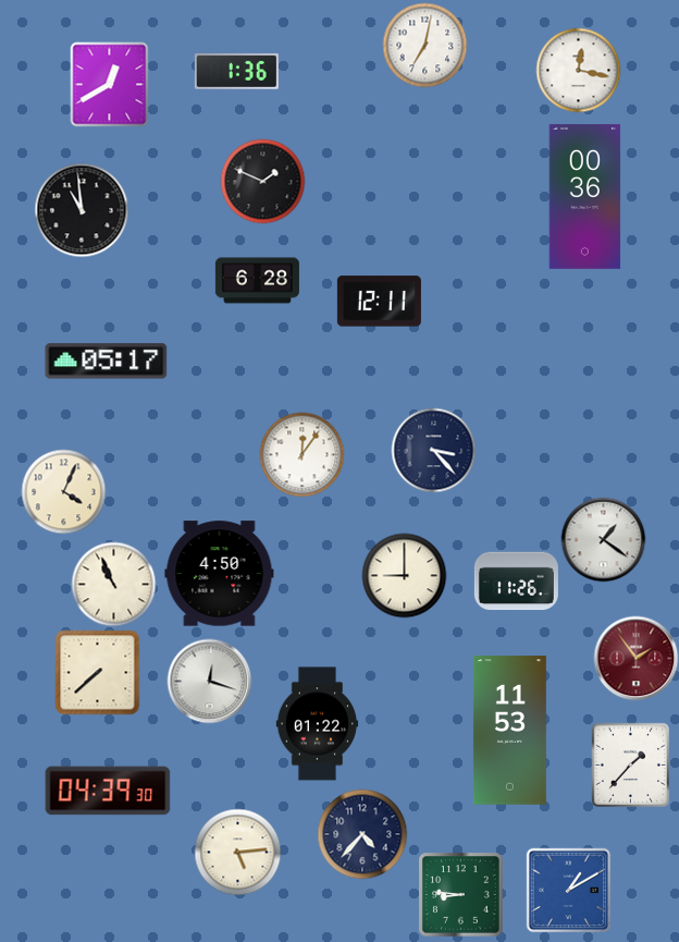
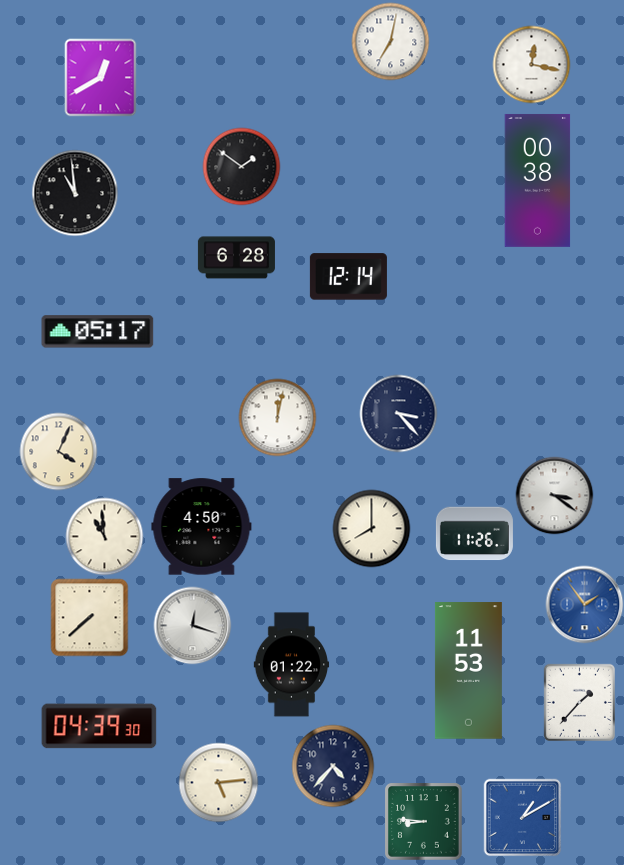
clock at (236, 72): 1:36 -> none
clock at (262, 181): 1:49 -> 1:51
clock at (585, 196): 00:36 -> 00:38
clock at (379, 302): 12:11 -> 12:14
clock at (301, 454): 12:06 -> 12:02
clock at (603, 539): 1:21 -> 3:21
clock at (404, 575): 9:00 -> 8:00
clock at (113, 584): 10:56 -> 10:59
clock at (635, 658) dial: burgundy -> blue
